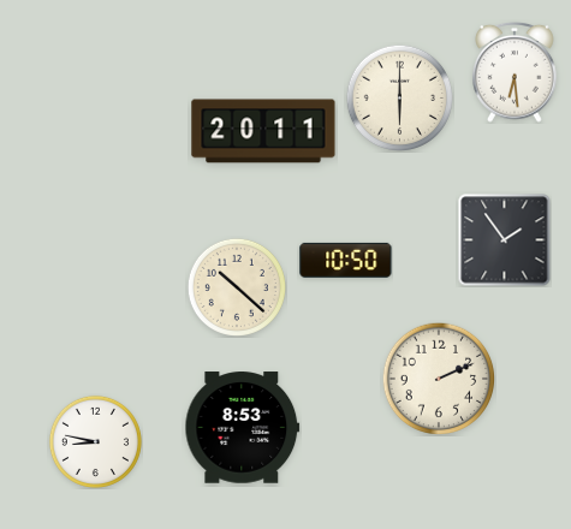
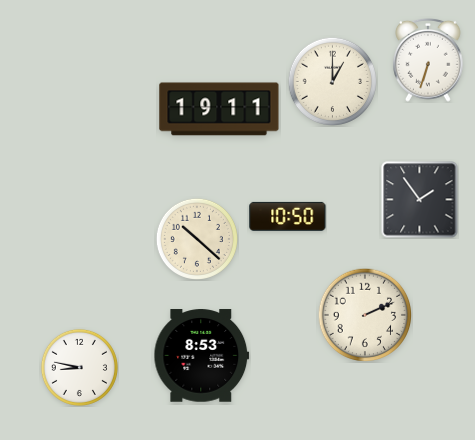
clock at (516, 72): 6:29 -> 6:33
clock at (399, 97): 6:00 -> 1:00
clock at (263, 131): 20:11 -> 19:11
